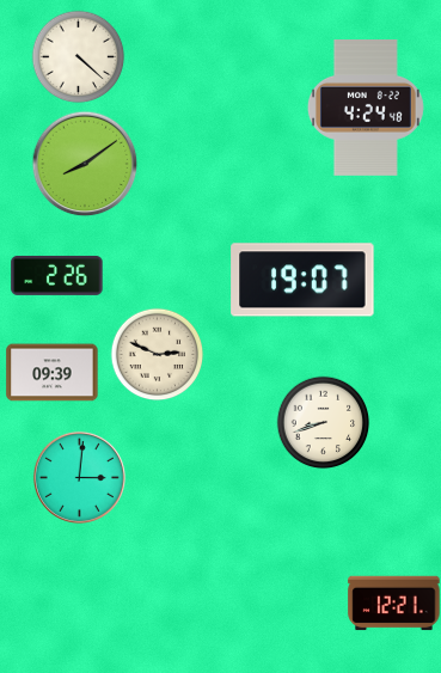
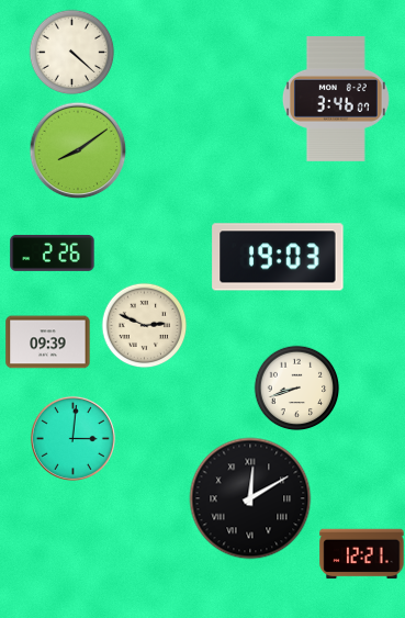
clock at (366, 109): 4:24 -> 3:46
clock at (302, 280): 19:07 -> 19:03
clock at (250, 498): none -> 12:10
